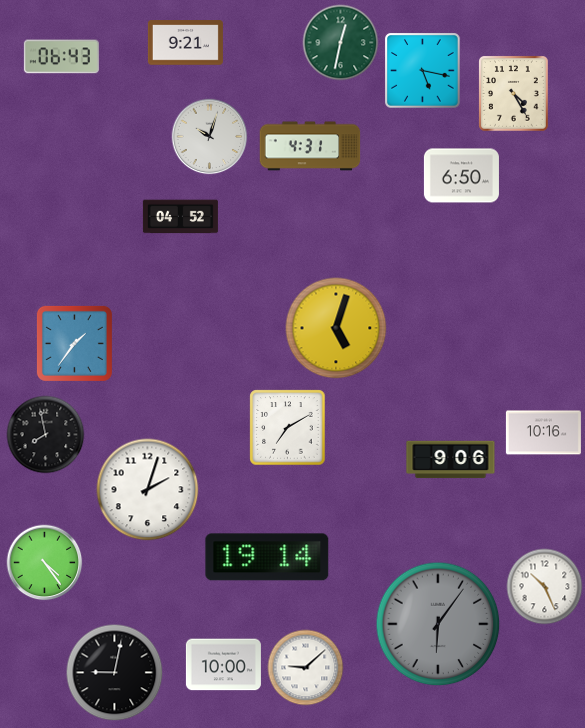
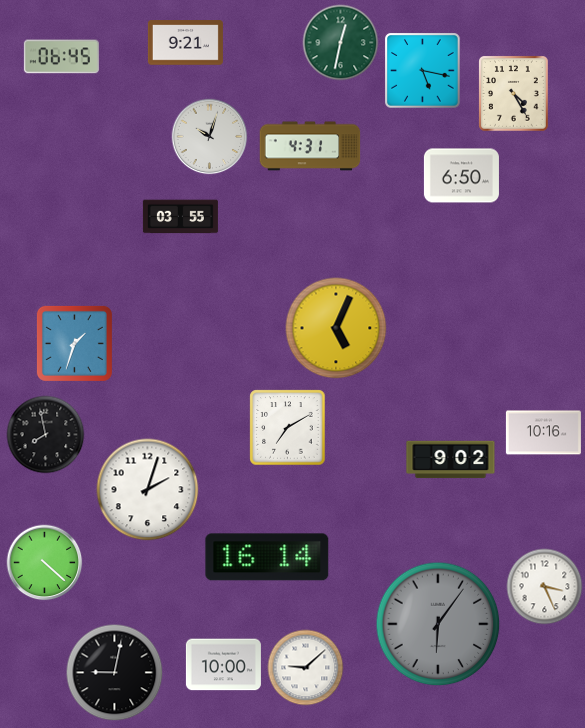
clock at (61, 57): 06:43 -> 06:45
clock at (180, 217): 04:52 -> 03:55
clock at (336, 328): 5:03 -> 5:04
clock at (74, 343): 1:36 -> 1:33
clock at (451, 460): 9:06 -> 9:02
clock at (267, 557): 19:14 -> 16:14
clock at (45, 563): 4:24 -> 4:22
clock at (545, 587): 10:26 -> 3:26
